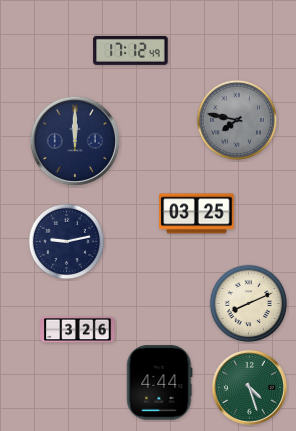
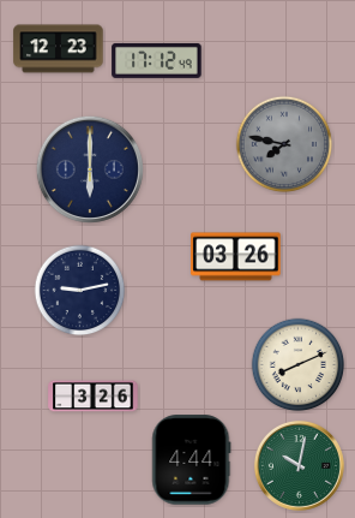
clock at (59, 49): none -> 12:23
clock at (75, 141): 12:00 -> 6:00
clock at (197, 214): 03:25 -> 03:26
clock at (249, 387): 4:27 -> 10:02
